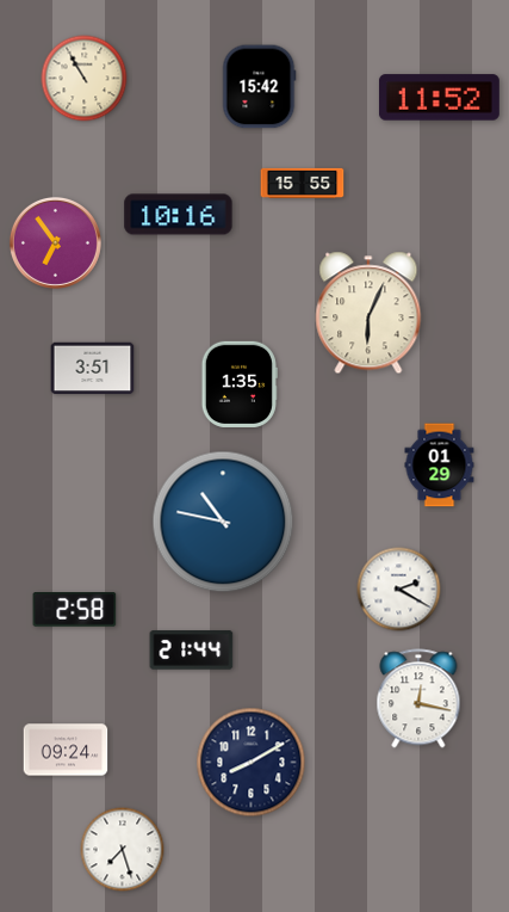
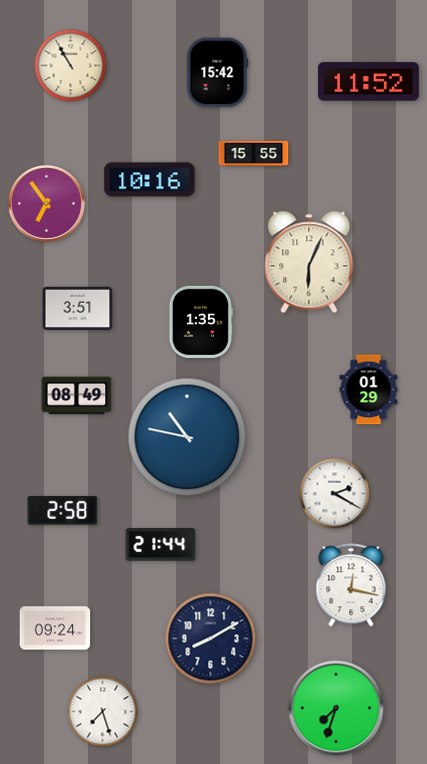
clock at (77, 396): none -> 08:49
clock at (336, 708): none -> 7:33
